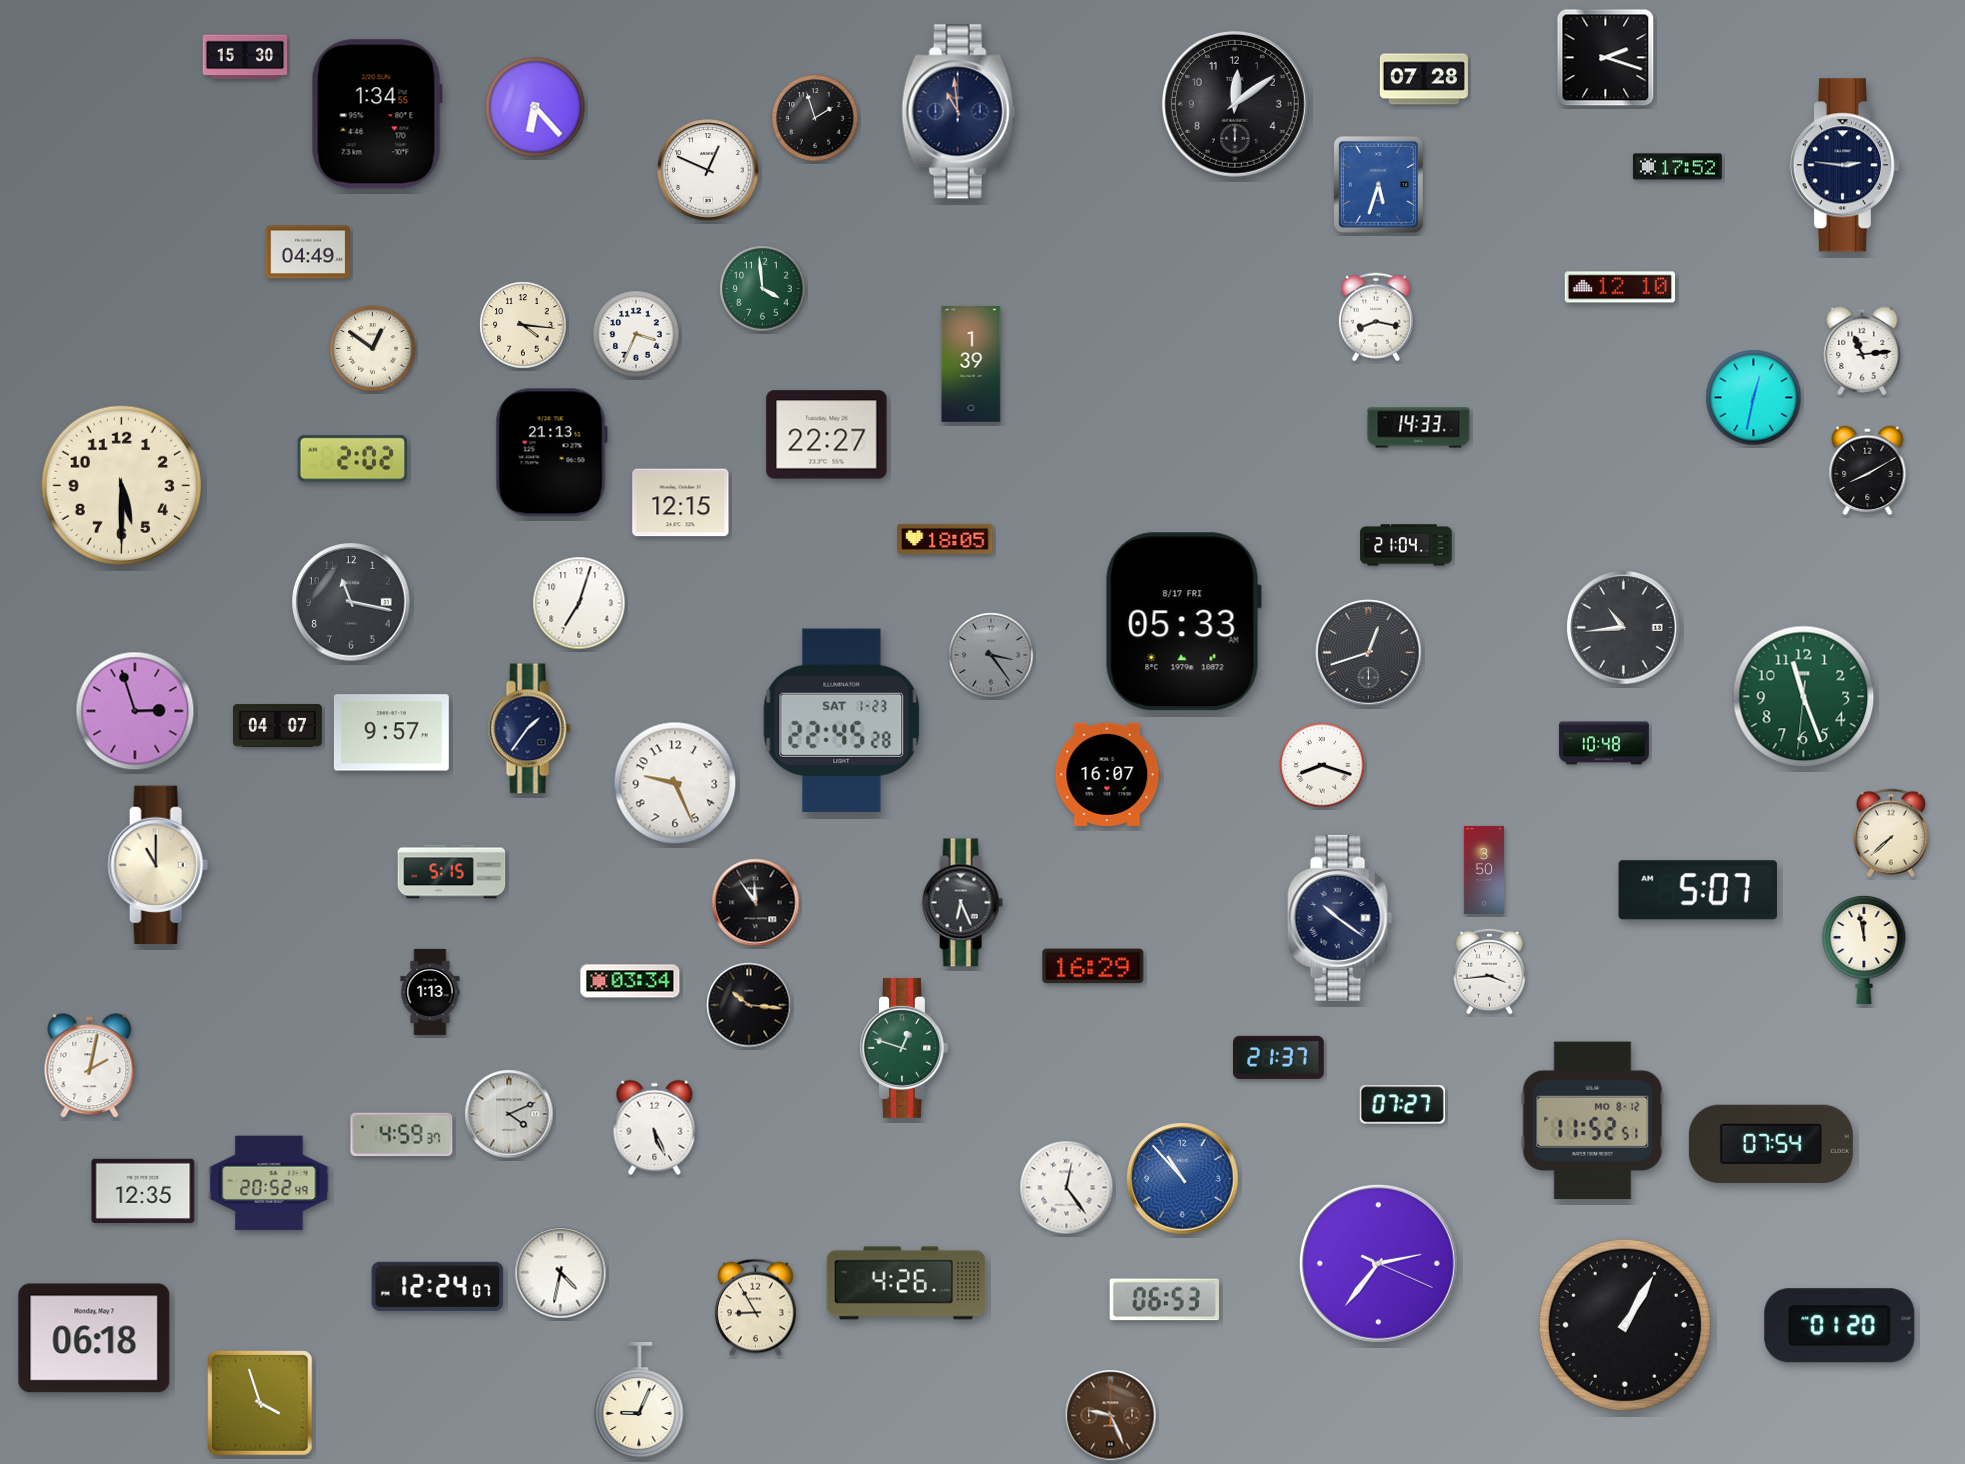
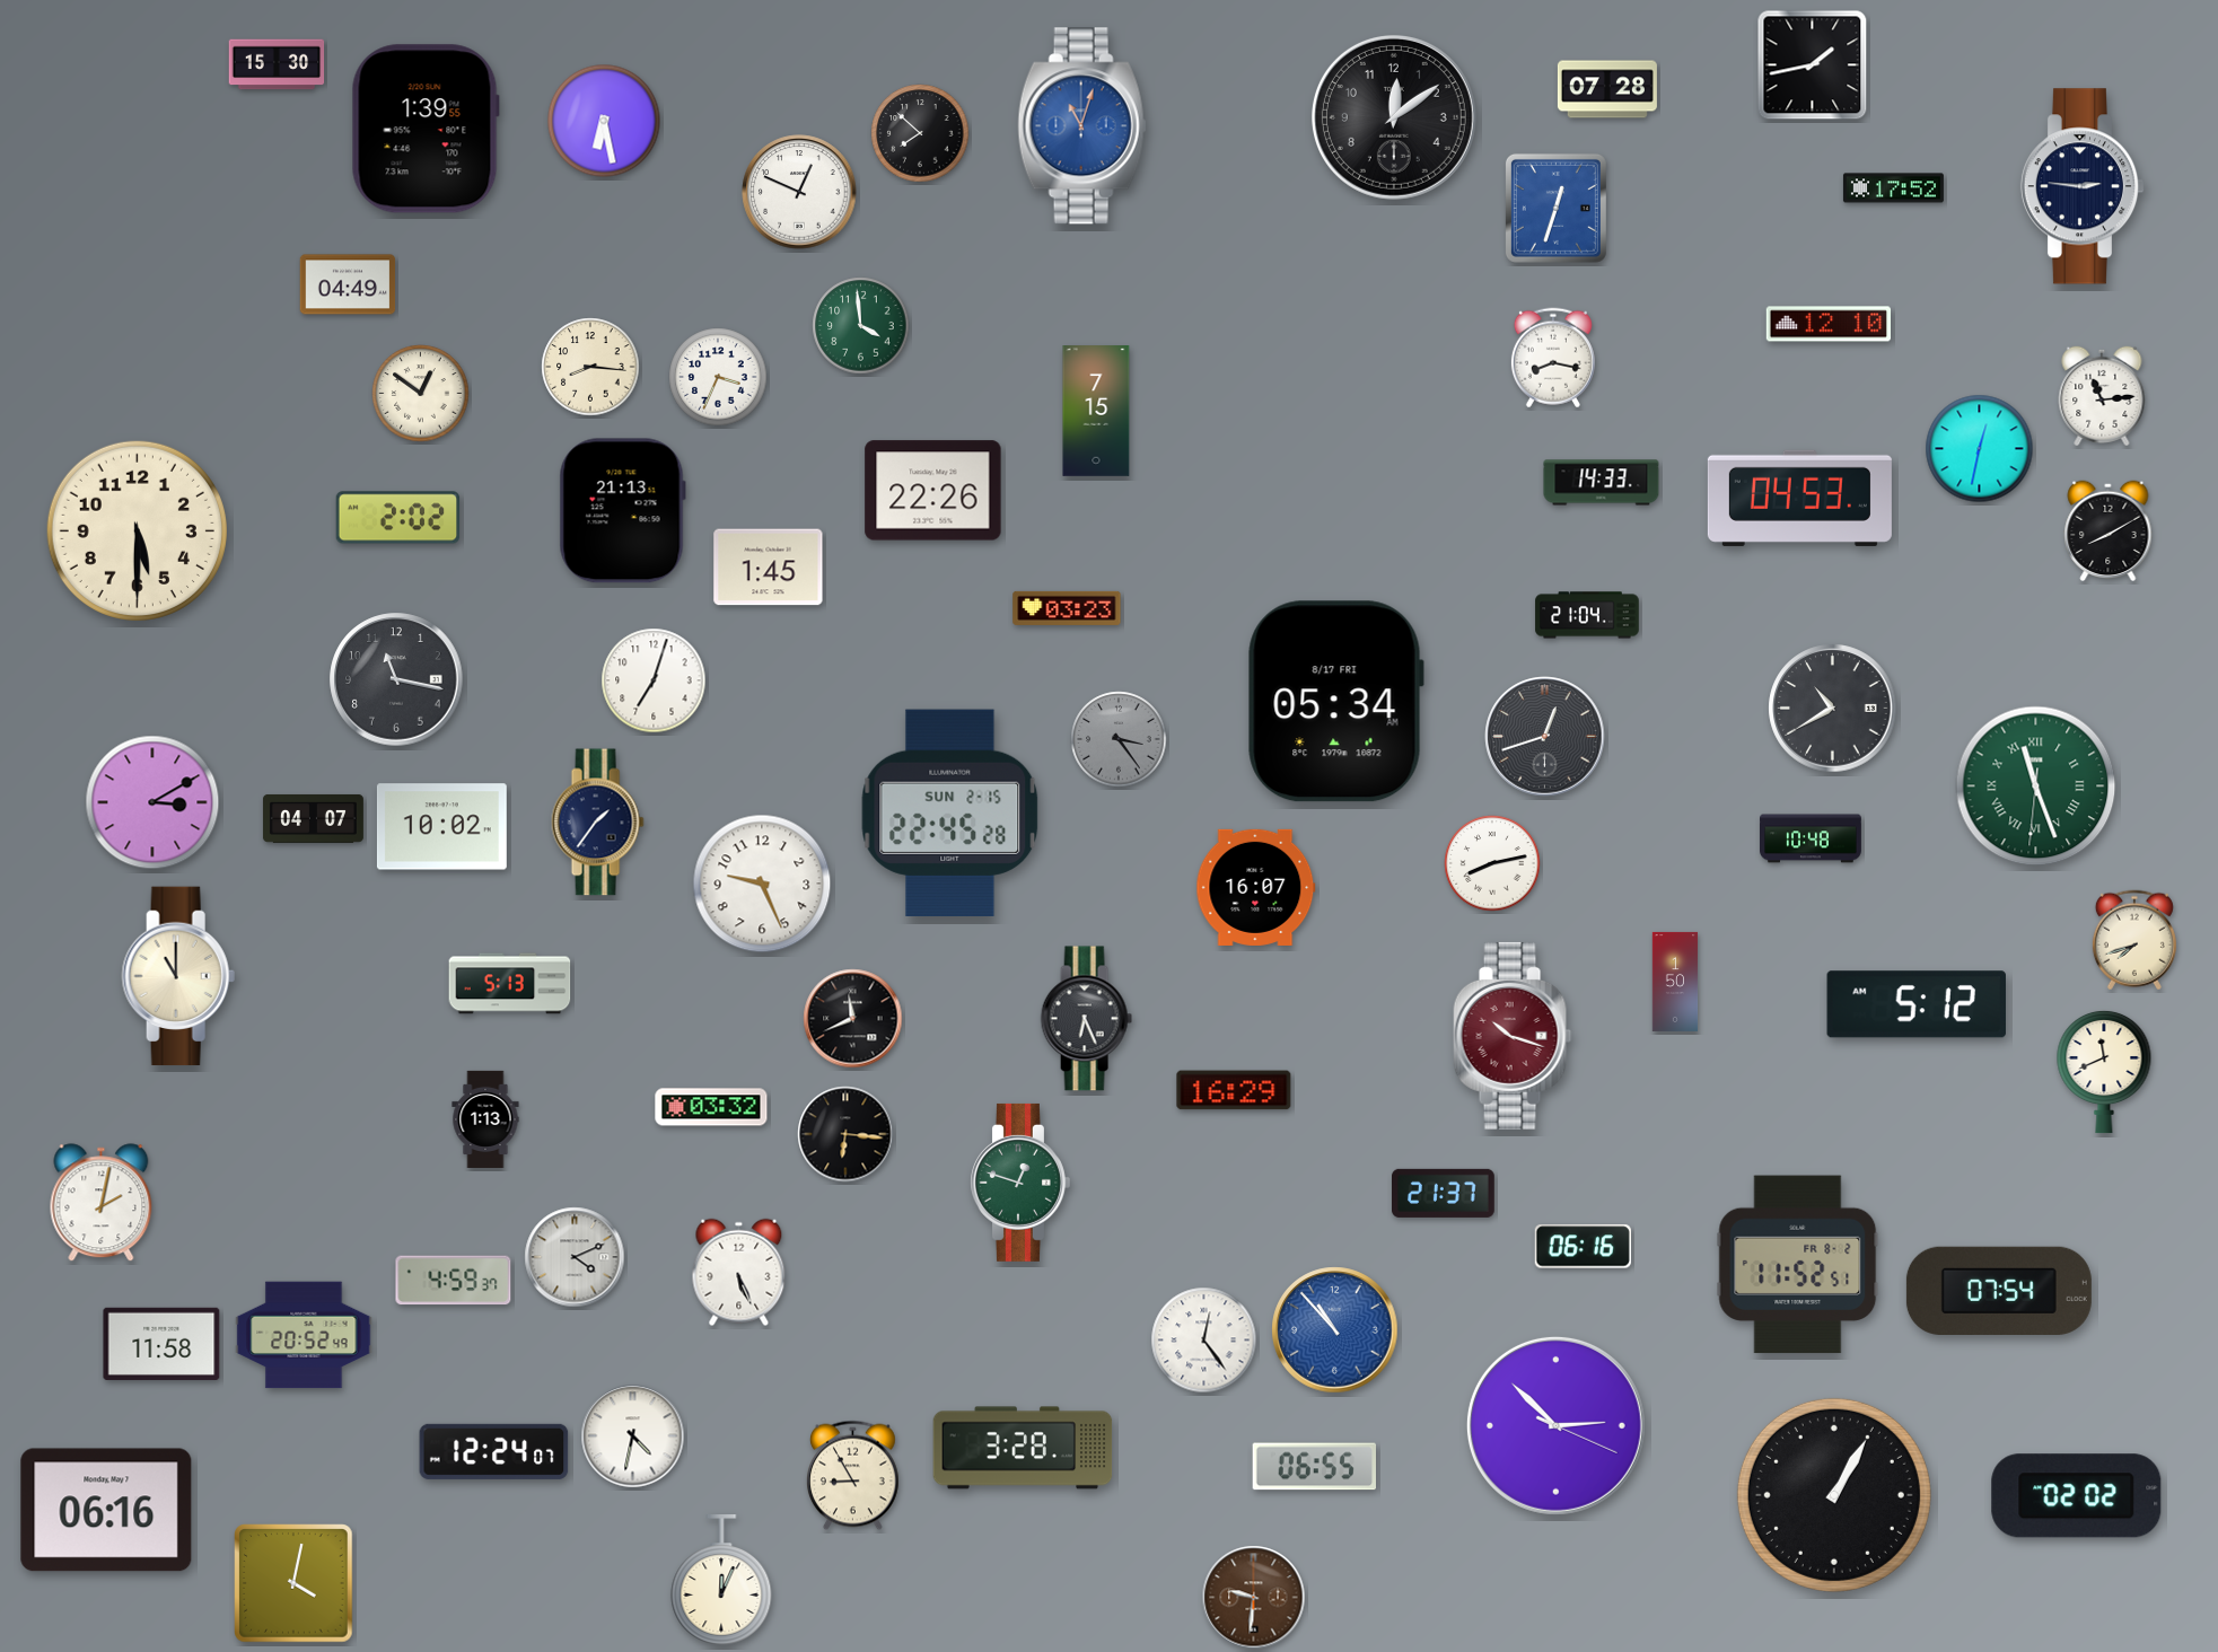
clock at (1606, 58): 2:18 -> 1:43
clock at (535, 107): 6:23 -> 6:28
clock at (959, 112): 10:59 -> 11:03
clock at (959, 112) dial: navy -> blue
clock at (377, 114): 1:34 -> 1:39
clock at (815, 118): 1:57 -> 7:52
clock at (1378, 184): 5:33 -> 12:33
clock at (523, 325): 4:16 -> 8:16
clock at (971, 365): 1:39 -> 7:15
clock at (827, 435): 22:27 -> 22:26
clock at (1799, 498): none -> 04:53
clock at (121, 485) position: (121, 485) -> (137, 530)
clock at (681, 503): 12:15 -> 1:45
clock at (945, 539): 18:05 -> 03:23
clock at (1183, 622): 05:33 -> 05:34
clock at (1624, 628): 10:44 -> 10:40
clock at (1804, 697) numerals: Arabic -> Roman
clock at (135, 711): 2:57 -> 3:10
clock at (842, 720) date: SAT 1-23 -> SUN 2-15
clock at (391, 733): 9:57 -> 10:02
clock at (1322, 765): 8:18 -> 8:13
clock at (1108, 774) position: (1108, 774) -> (1256, 887)
clock at (1891, 833): 7:38 -> 7:42
clock at (1484, 870): 3:50 -> 1:50
clock at (452, 872): 5:15 -> 5:13
clock at (1698, 890): 5:07 -> 5:12
clock at (756, 903): 11:54 -> 11:41
clock at (1340, 918): 10:21 -> 10:18
clock at (1340, 918) dial: navy -> burgundy
clock at (1864, 950): 11:58 -> 11:41
clock at (1490, 971): 3:44 -> none
clock at (630, 981): 03:34 -> 03:32
clock at (749, 1005): 10:16 -> 6:16
clock at (1402, 1105): 07:27 -> 06:16
clock at (1593, 1121) date: MO 8-12 -> FR 8-2
clock at (143, 1191): 12:35 -> 11:58
clock at (1378, 1263): 2:36 -> 2:52
clock at (906, 1283): 4:26 -> 3:28
clock at (1164, 1300): 06:53 -> 06:55
clock at (1840, 1326): 01:20 -> 02:02
clock at (94, 1338): 06:18 -> 06:16
clock at (639, 1401): 9:04 -> 12:04
clock at (260, 1403): 3:57 -> 4:02
clock at (1111, 1416): 9:26 -> 9:31
